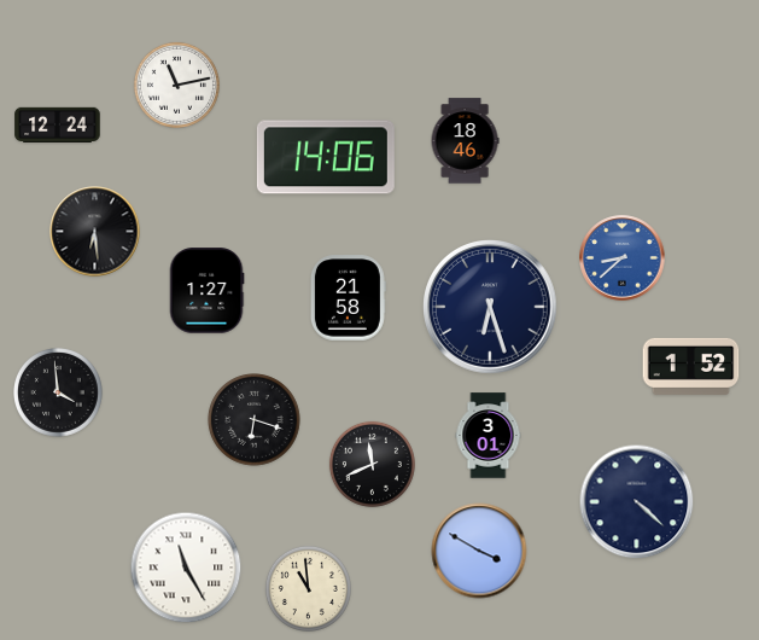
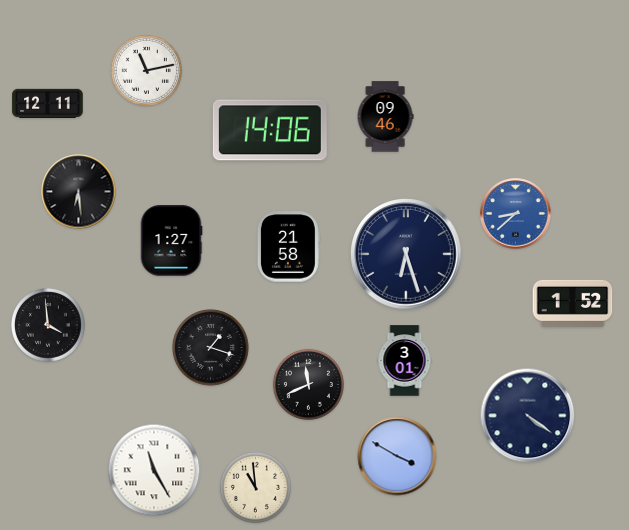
clock at (58, 124): 12:24 -> 12:11
clock at (465, 141): 18:46 -> 09:46
clock at (255, 420): 6:18 -> 1:18
clock at (637, 502): 4:22 -> 4:21
